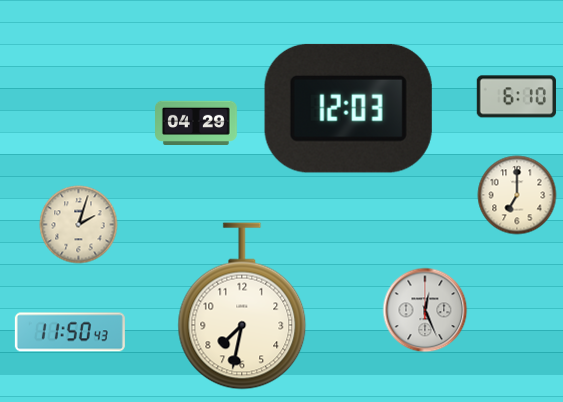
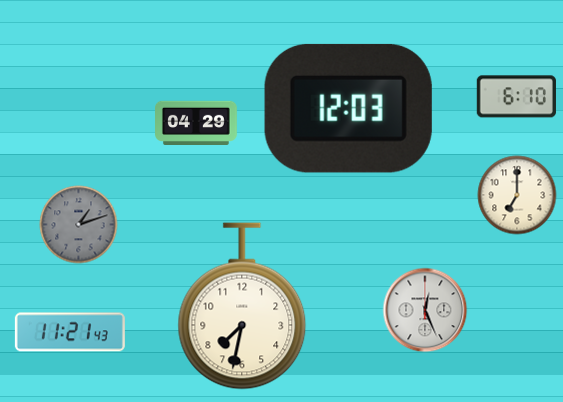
clock at (79, 225): 2:03 -> 1:12
clock at (79, 225) dial: cream -> grey
clock at (70, 332): 11:50 -> 11:21
